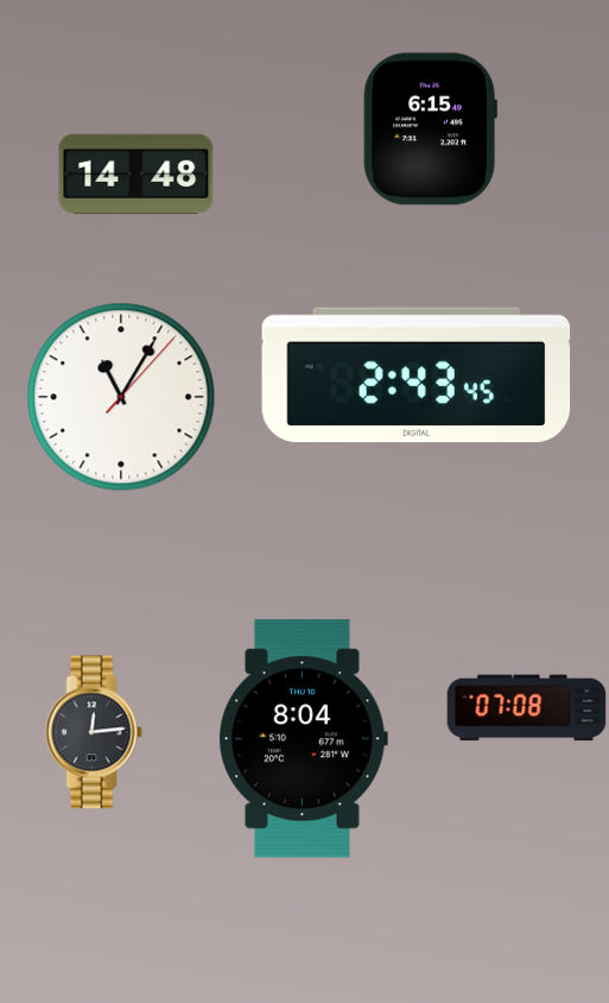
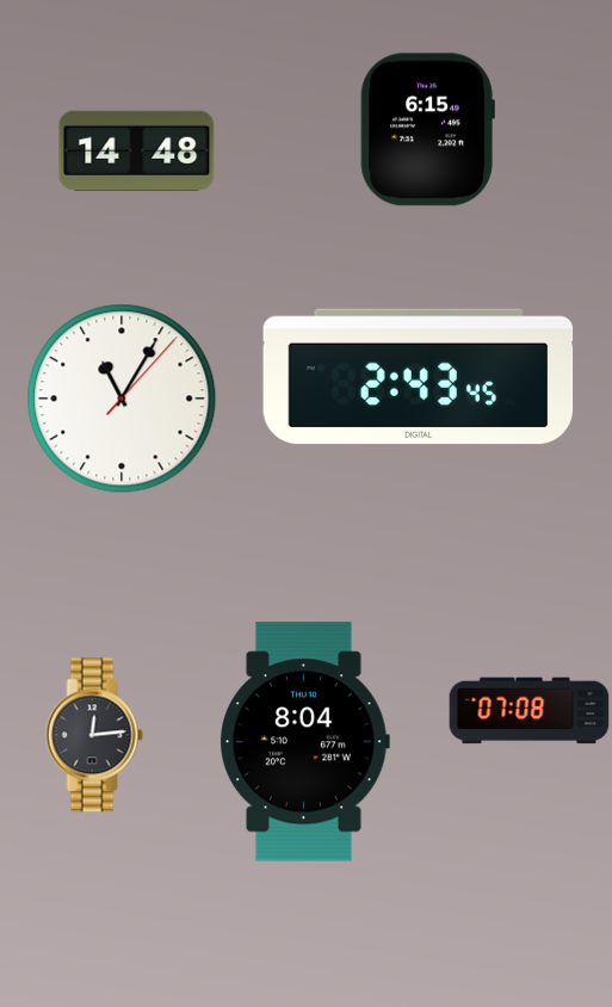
clock at (430, 130) position: (430, 130) -> (427, 130)
clock at (137, 174) position: (137, 174) -> (137, 150)
